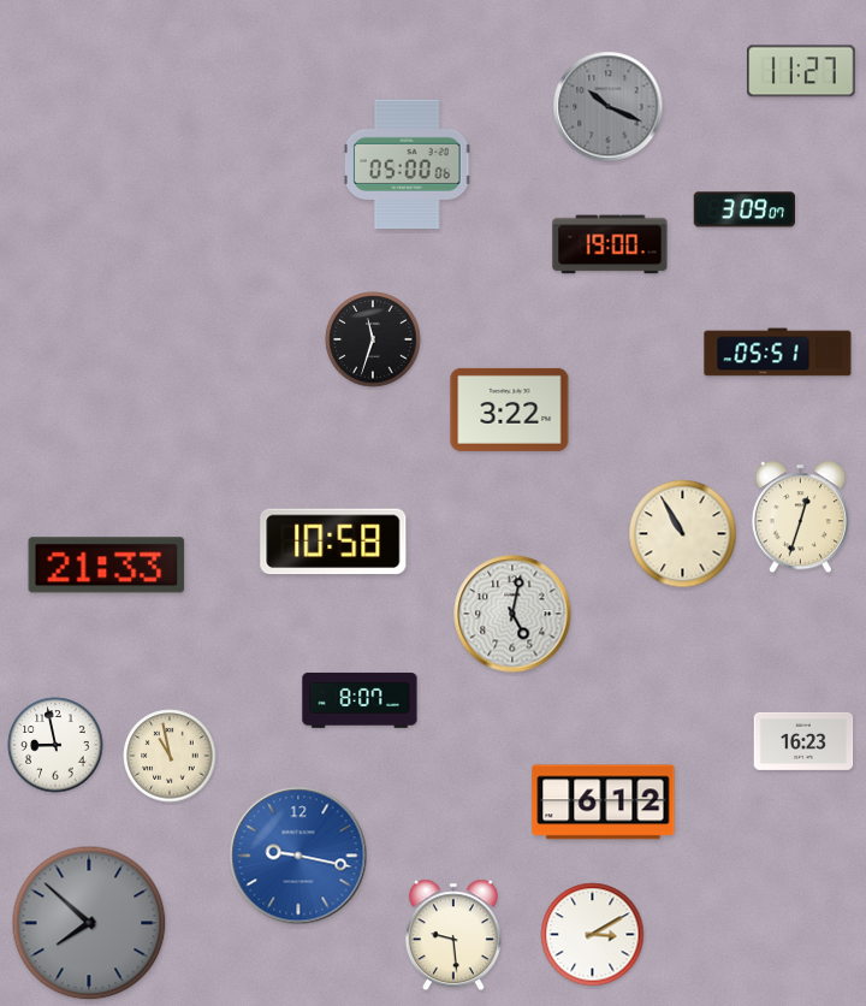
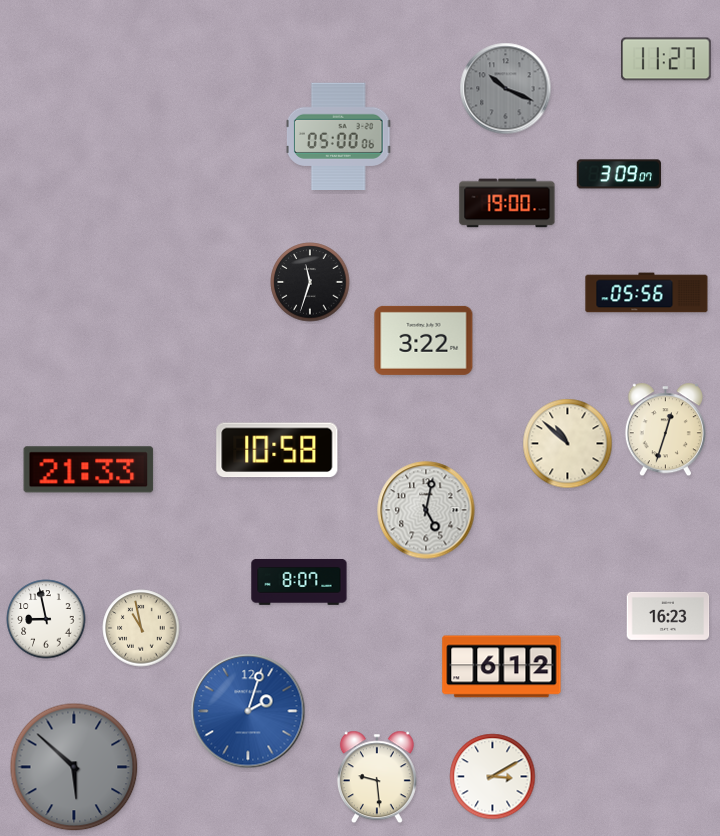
clock at (778, 353): 05:51 -> 05:56
clock at (683, 534): 10:55 -> 10:52
clock at (298, 856): 9:17 -> 2:03
clock at (89, 923): 7:52 -> 5:52
